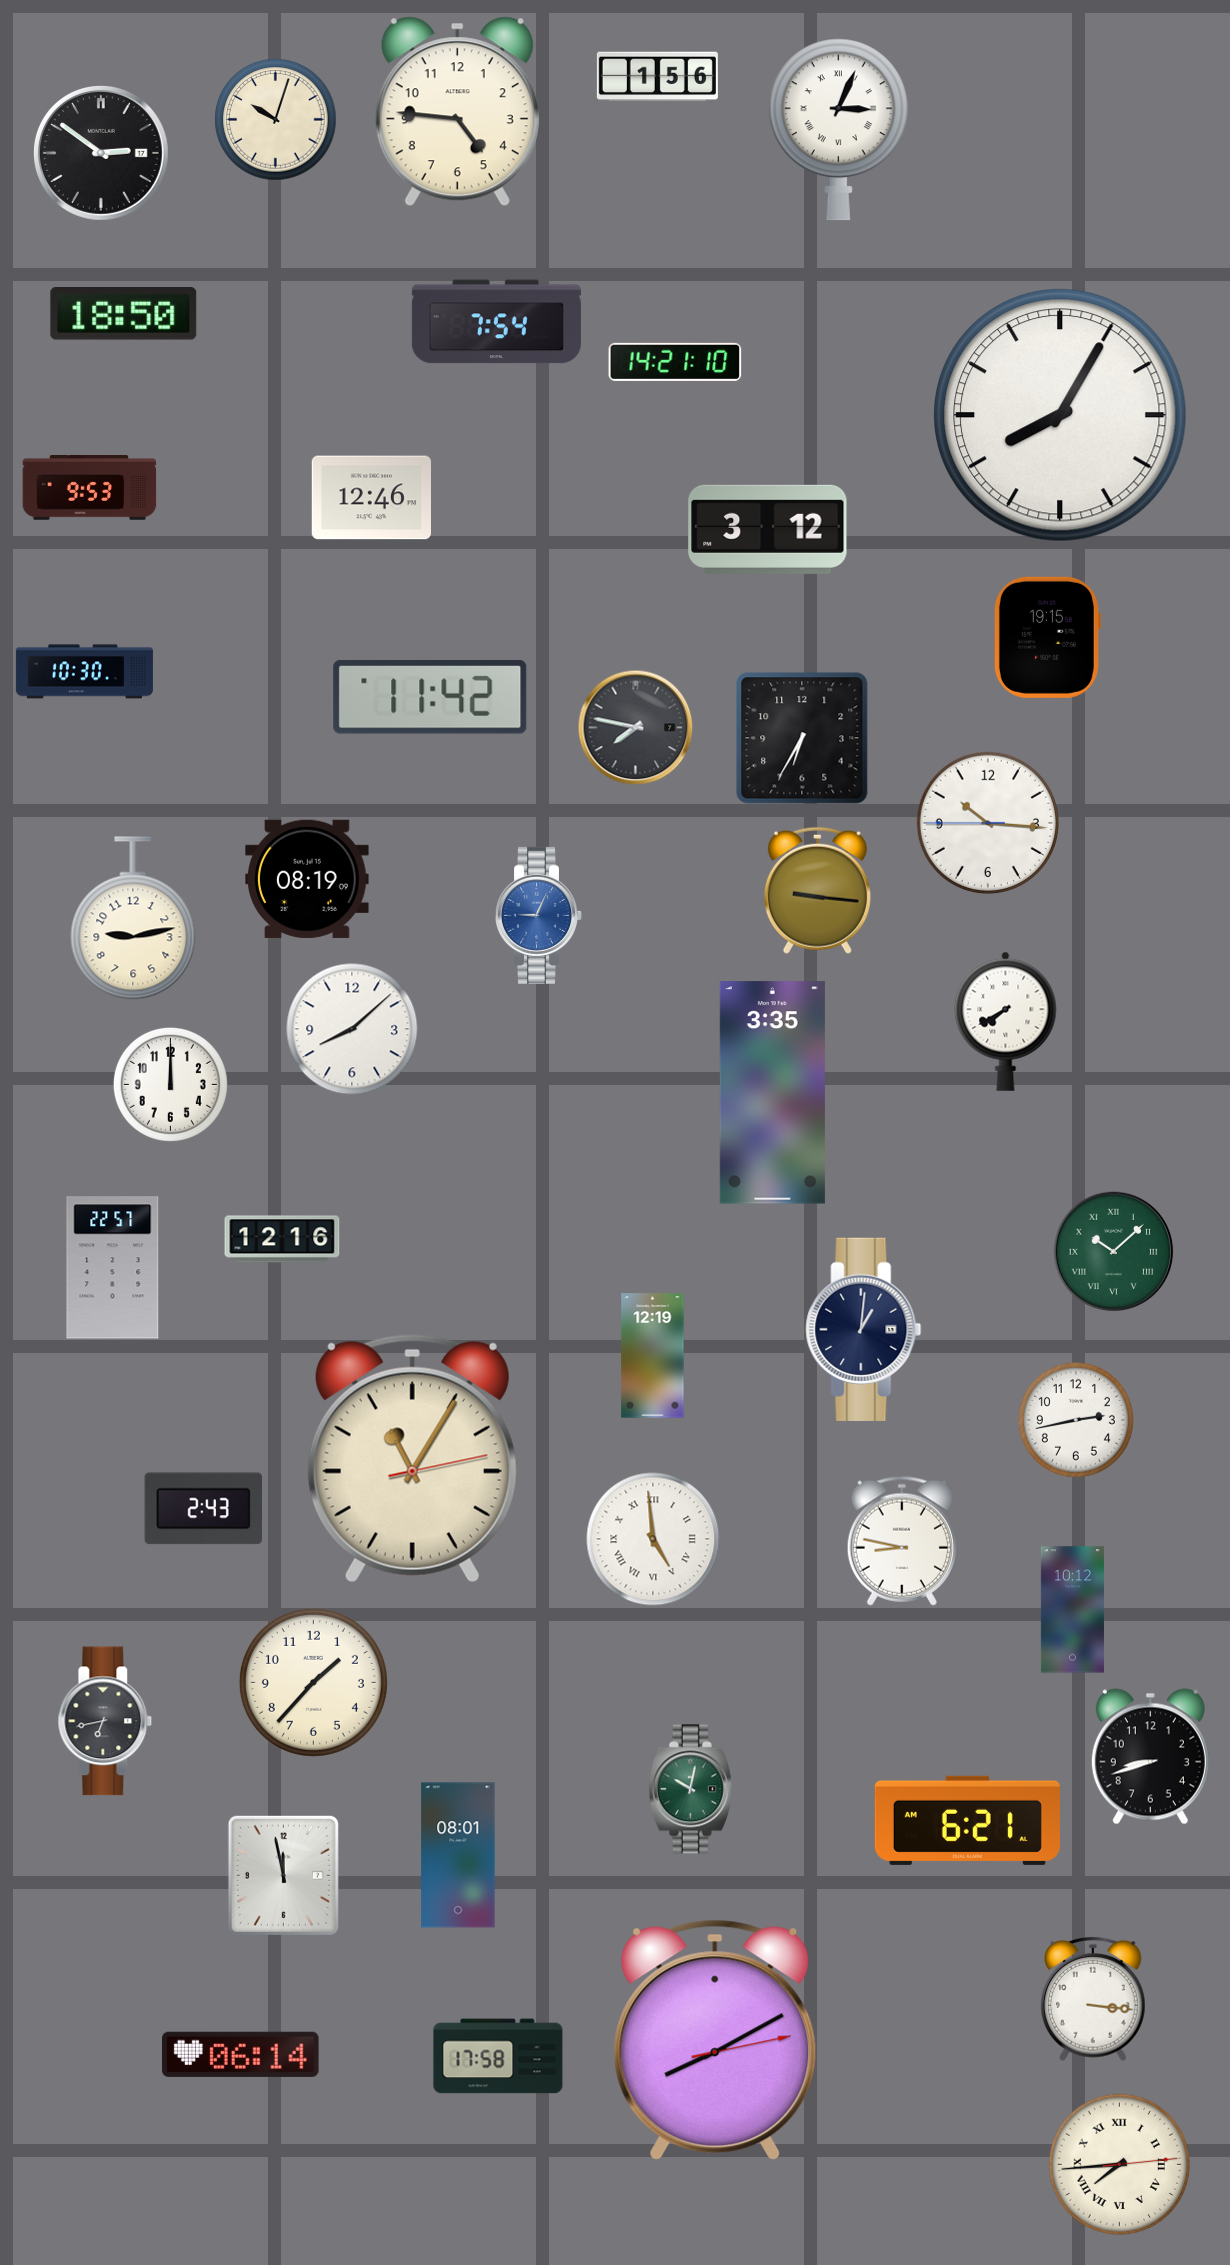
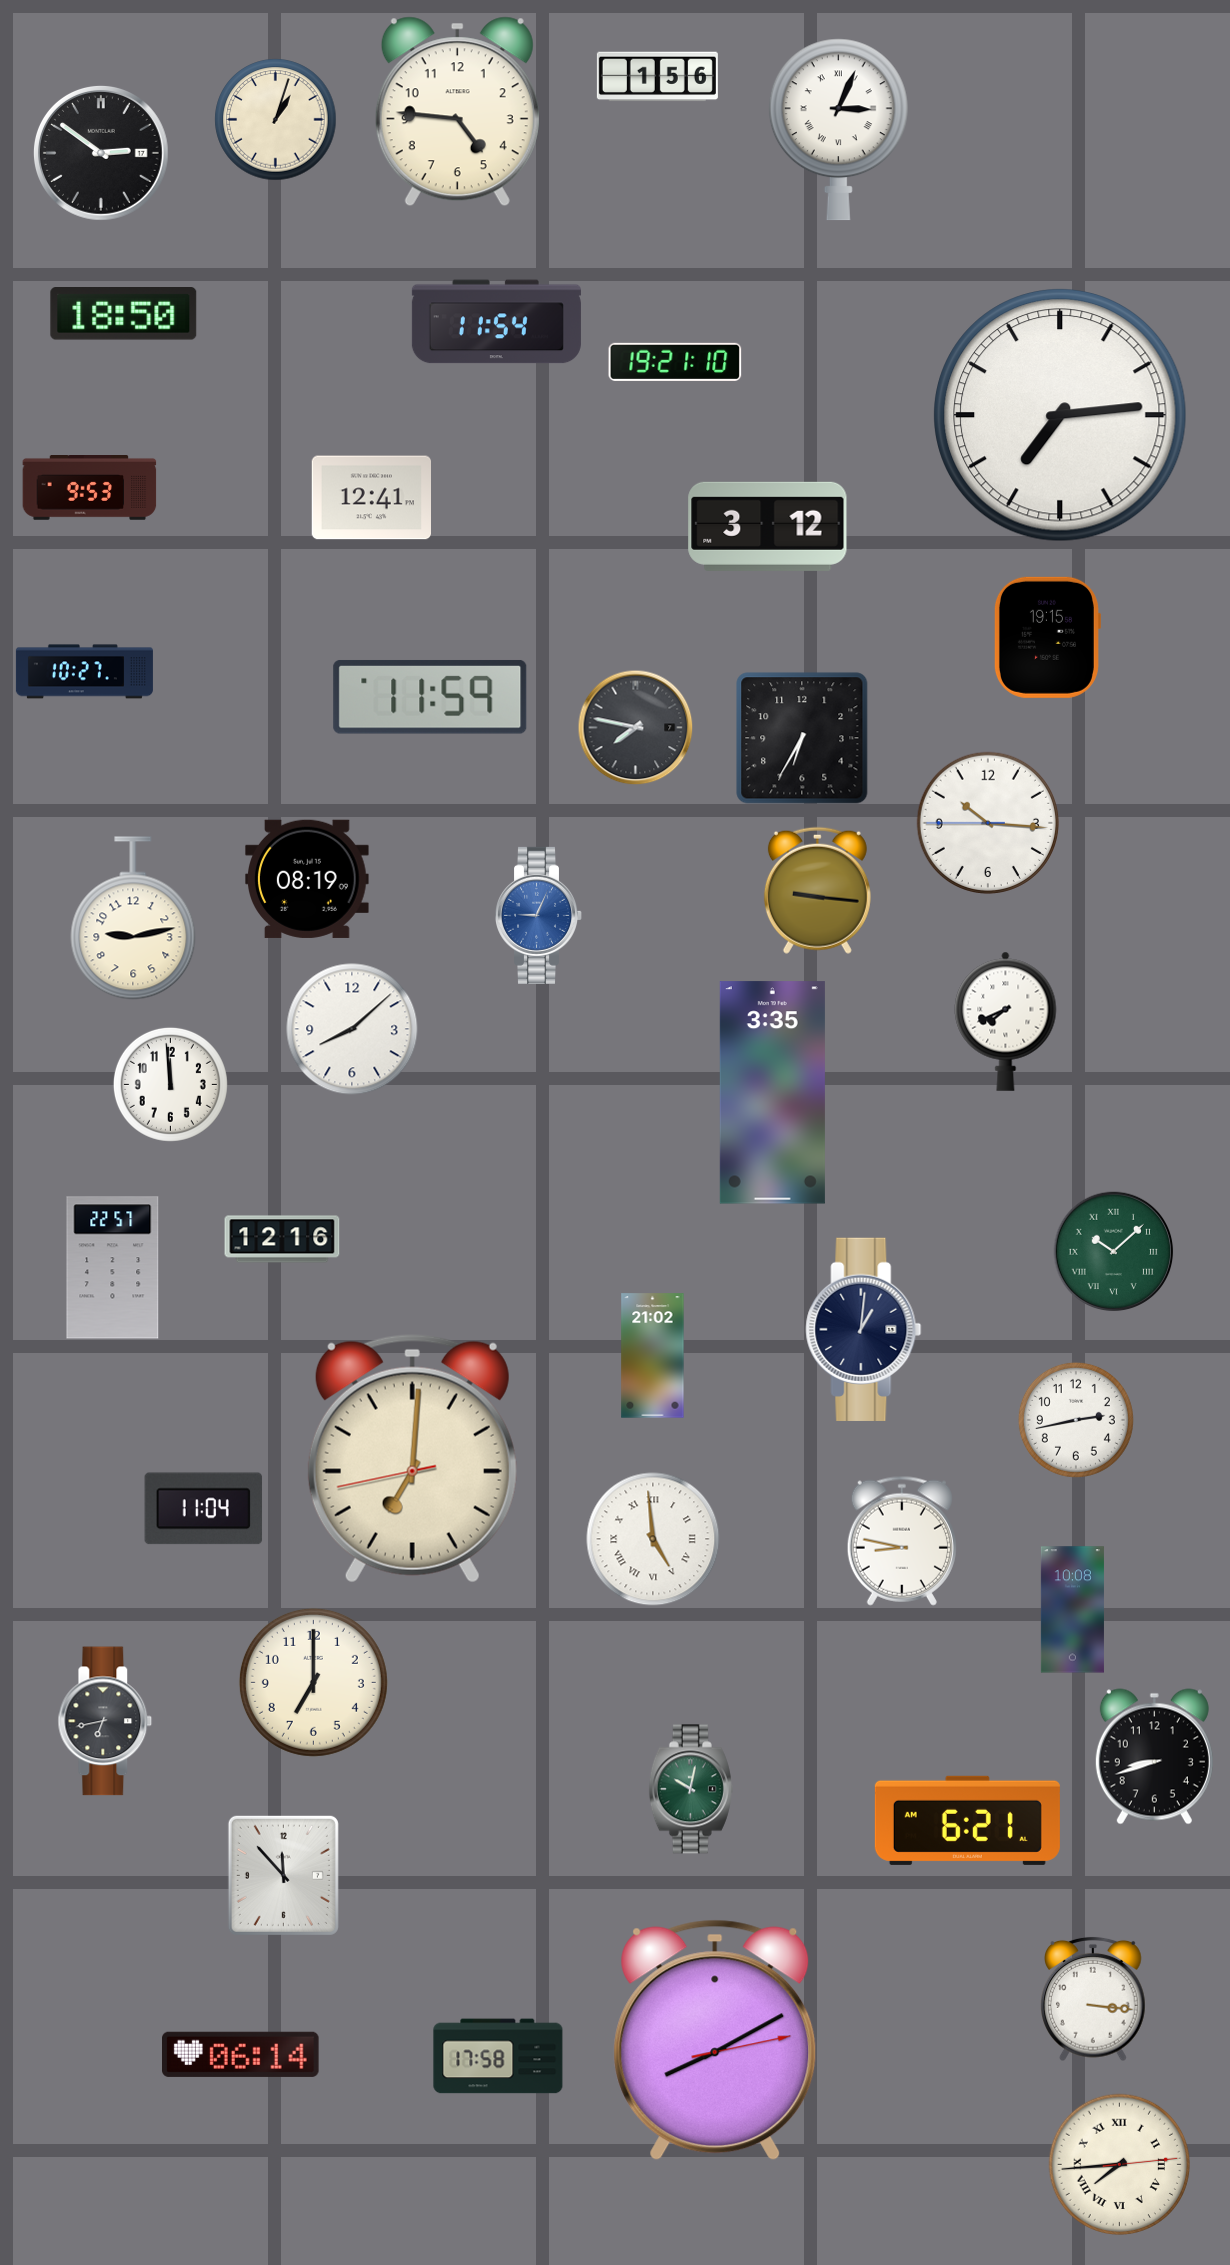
clock at (276, 120): 10:03 -> 1:03
clock at (496, 322): 7:54 -> 11:54
clock at (675, 362): 14:21 -> 19:21
clock at (1061, 416): 8:05 -> 7:14
clock at (371, 498): 12:46 -> 12:41
clock at (768, 529) position: (768, 529) -> (768, 526)
clock at (84, 672): 10:30 -> 10:27
clock at (430, 697): 11:42 -> 11:59
clock at (1006, 1021): 7:40 -> 7:41
clock at (170, 1084): 12:00 -> 11:59
clock at (653, 1356): 12:19 -> 21:02
clock at (412, 1458): 11:05 -> 7:00
clock at (204, 1509): 2:43 -> 11:04
clock at (1072, 1610): 10:12 -> 10:08
clock at (313, 1682): 1:37 -> 7:00
clock at (1150, 1757) position: (1150, 1757) -> (1154, 1757)
clock at (458, 1855): 08:01 -> none
clock at (283, 1875): 11:58 -> 11:53
